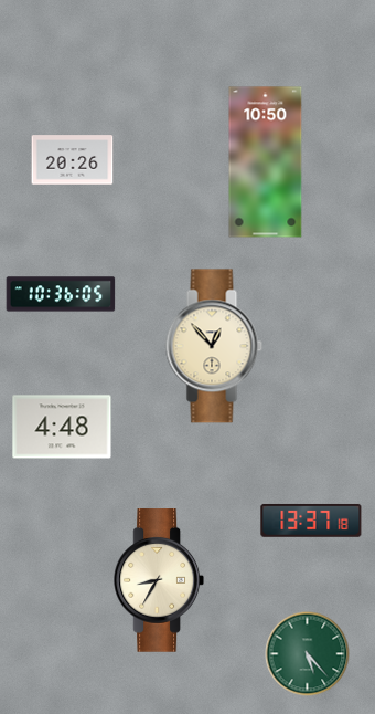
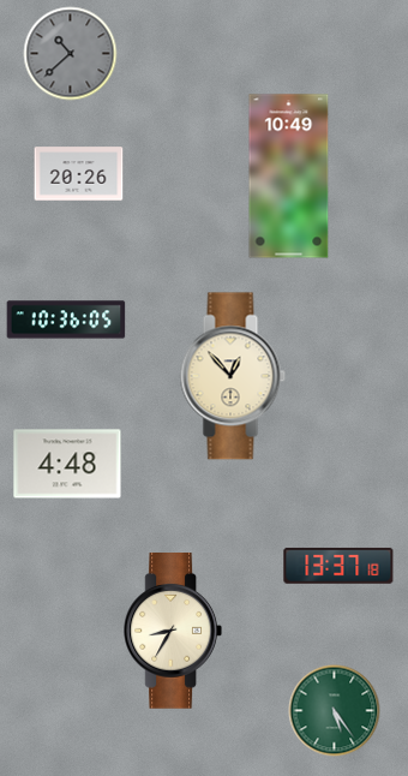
clock at (71, 54): none -> 10:38
clock at (266, 162): 10:50 -> 10:49
clock at (308, 654): 5:23 -> 5:24
